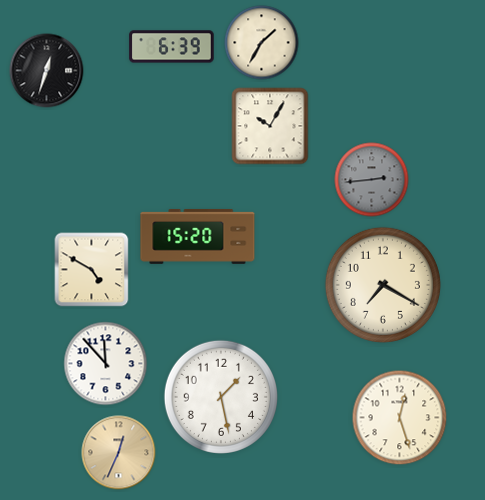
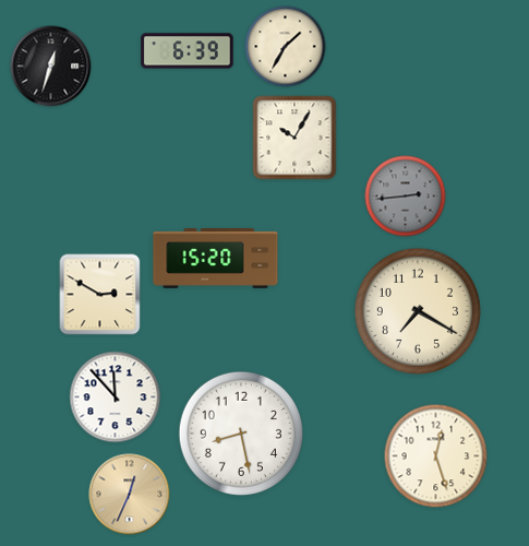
clock at (47, 71) position: (47, 71) -> (51, 67)
clock at (92, 270): 4:50 -> 2:50
clock at (221, 397): 1:28 -> 8:28
